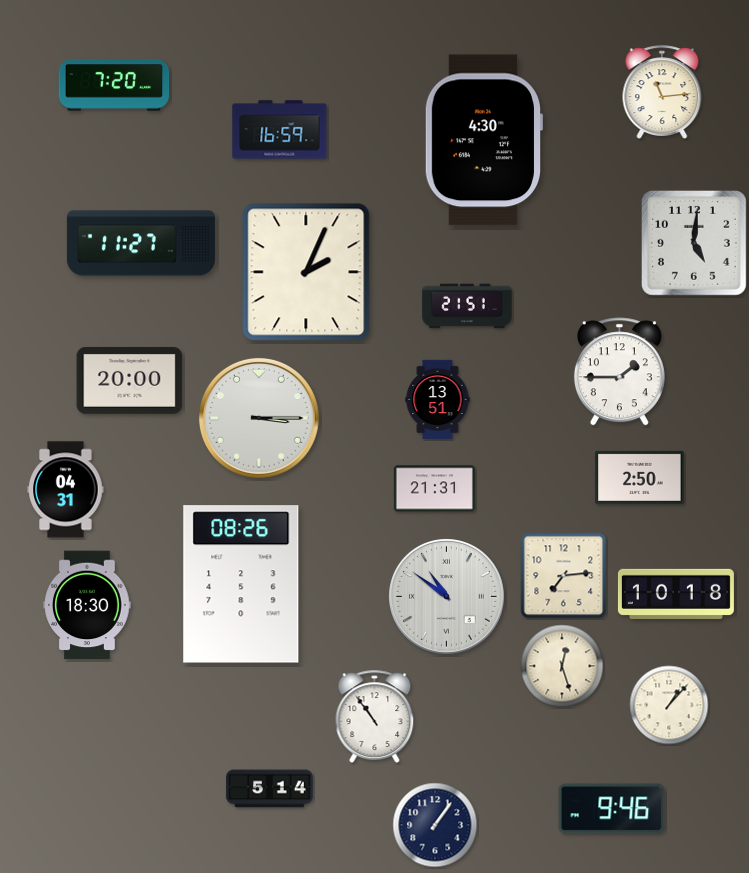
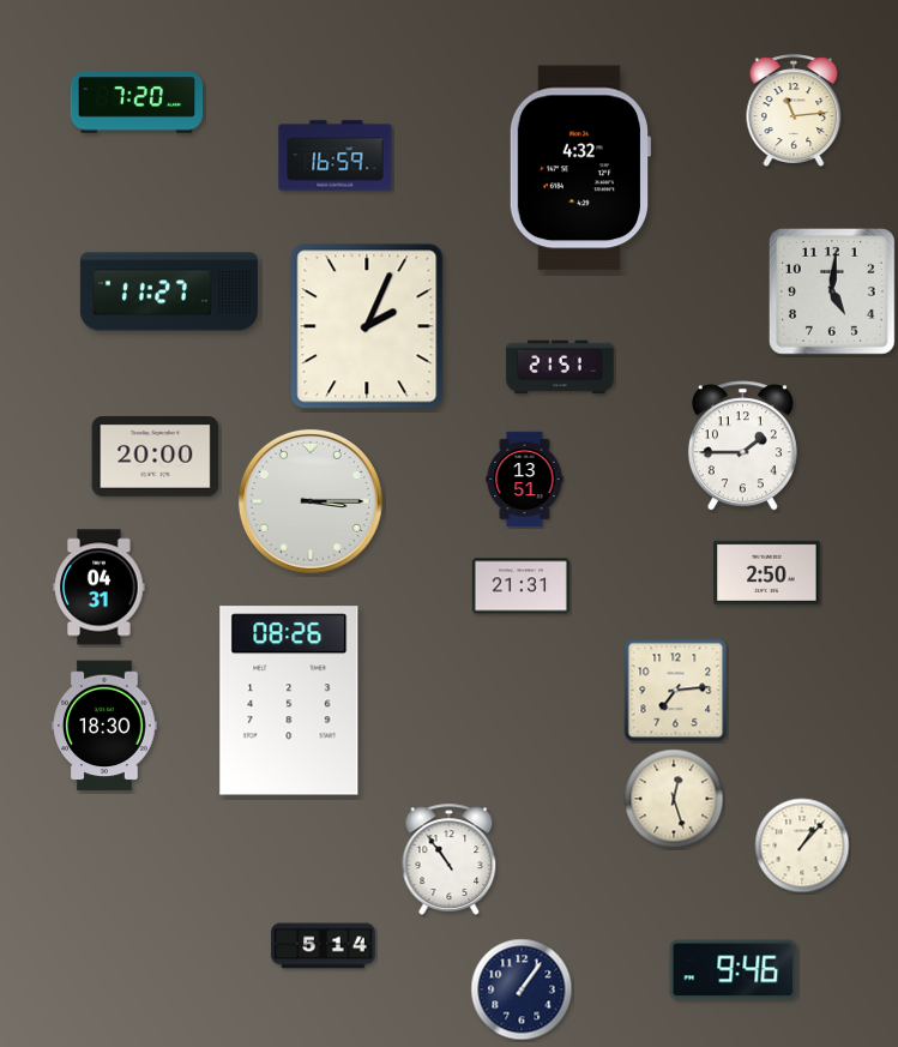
clock at (483, 140): 4:30 -> 4:32
clock at (66, 490) position: (66, 490) -> (100, 588)
clock at (676, 594): 10:18 -> none
clock at (447, 597): 10:51 -> none
